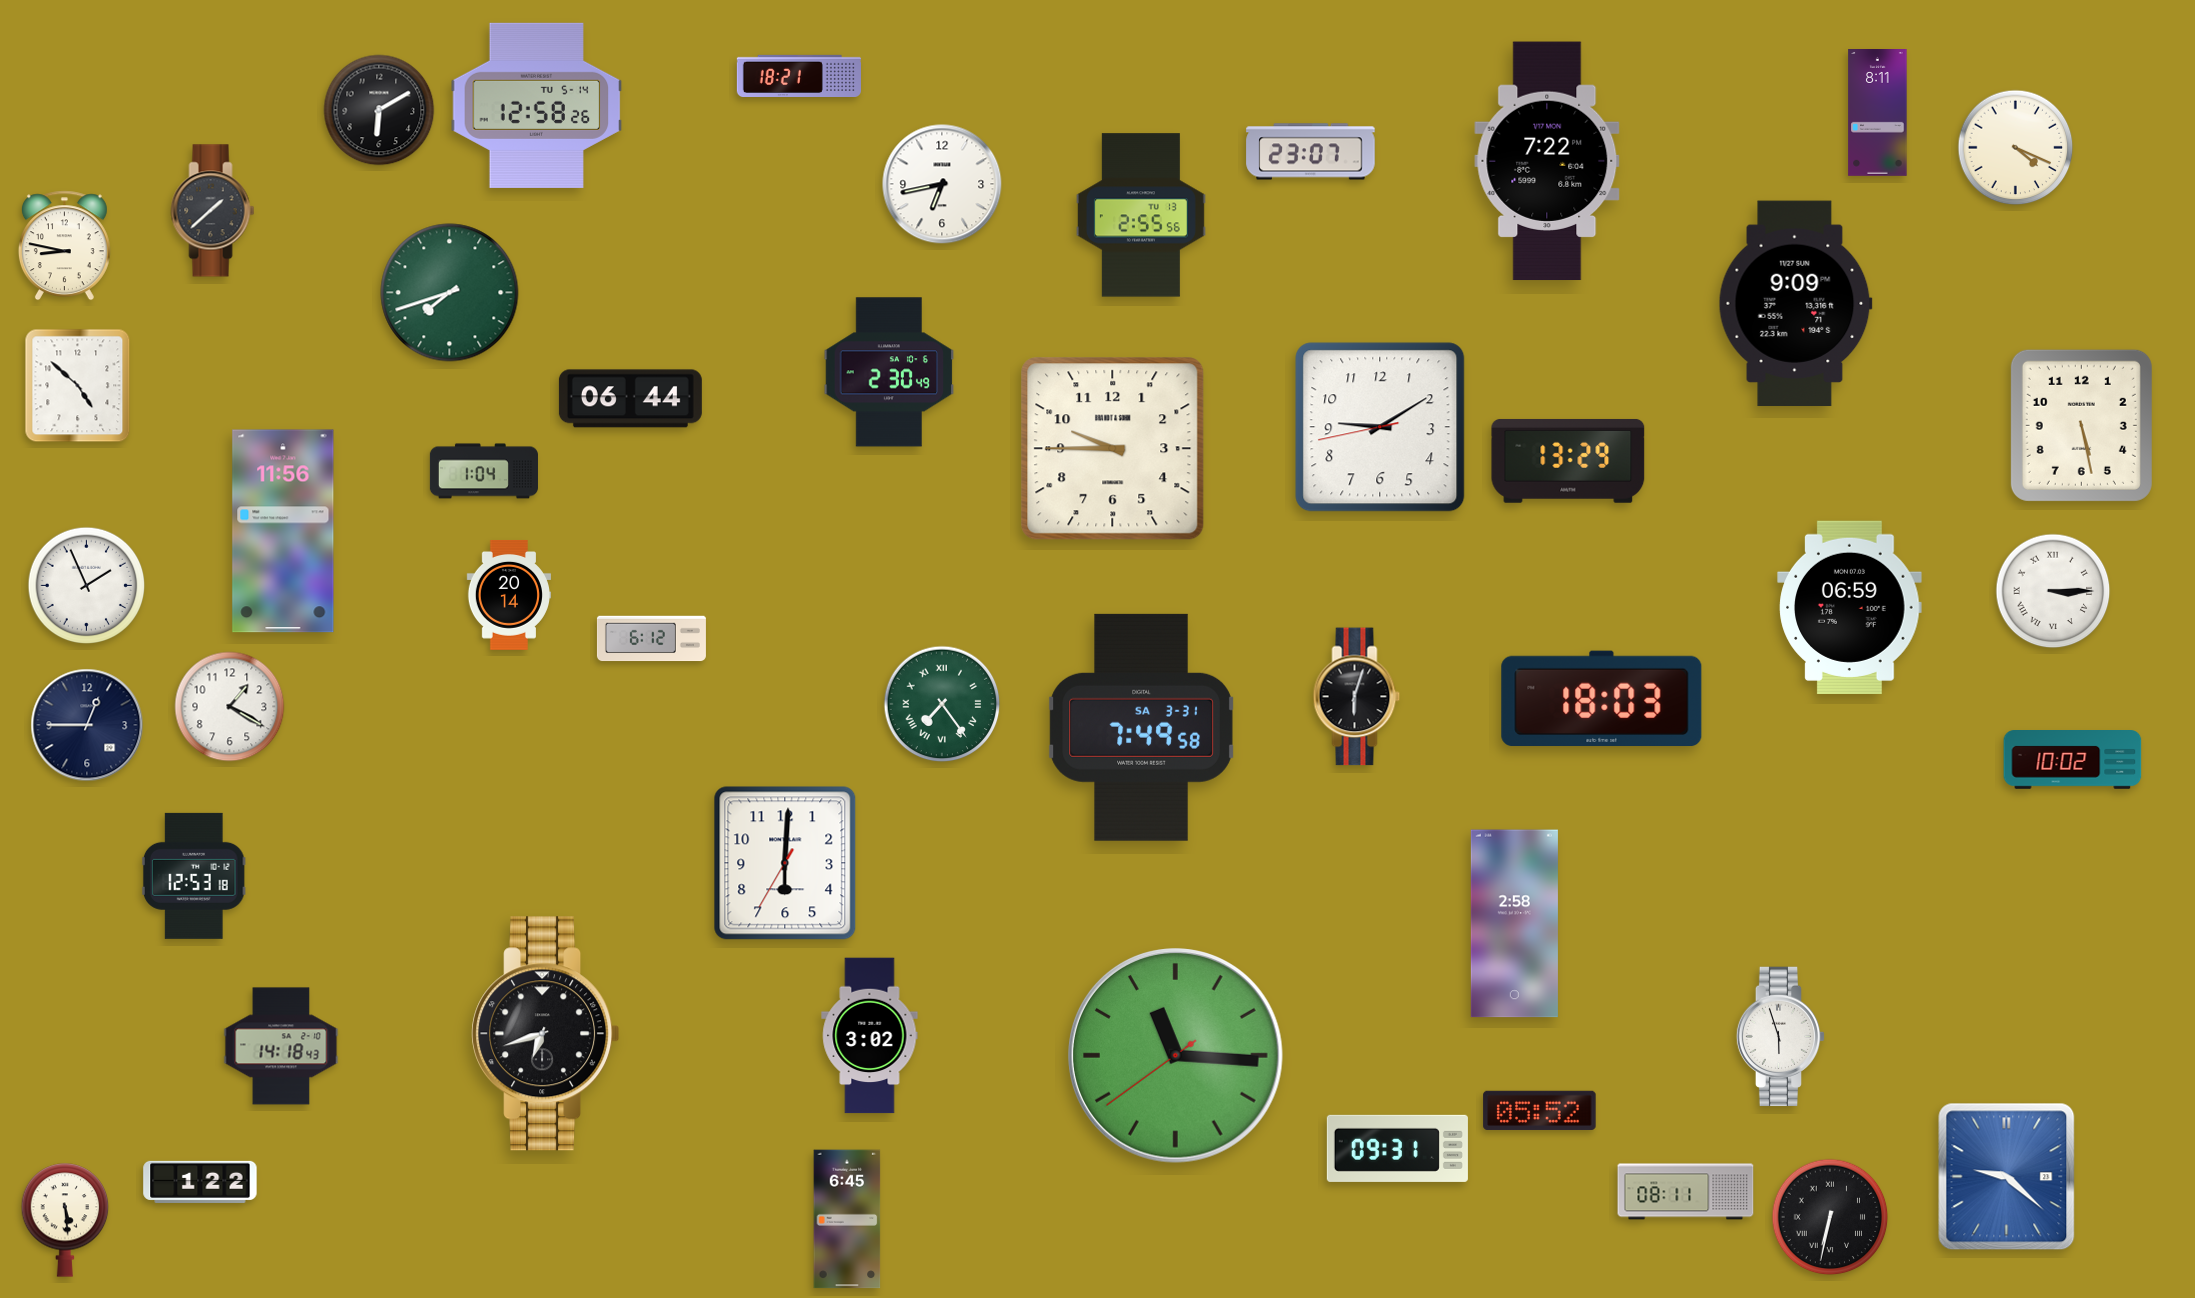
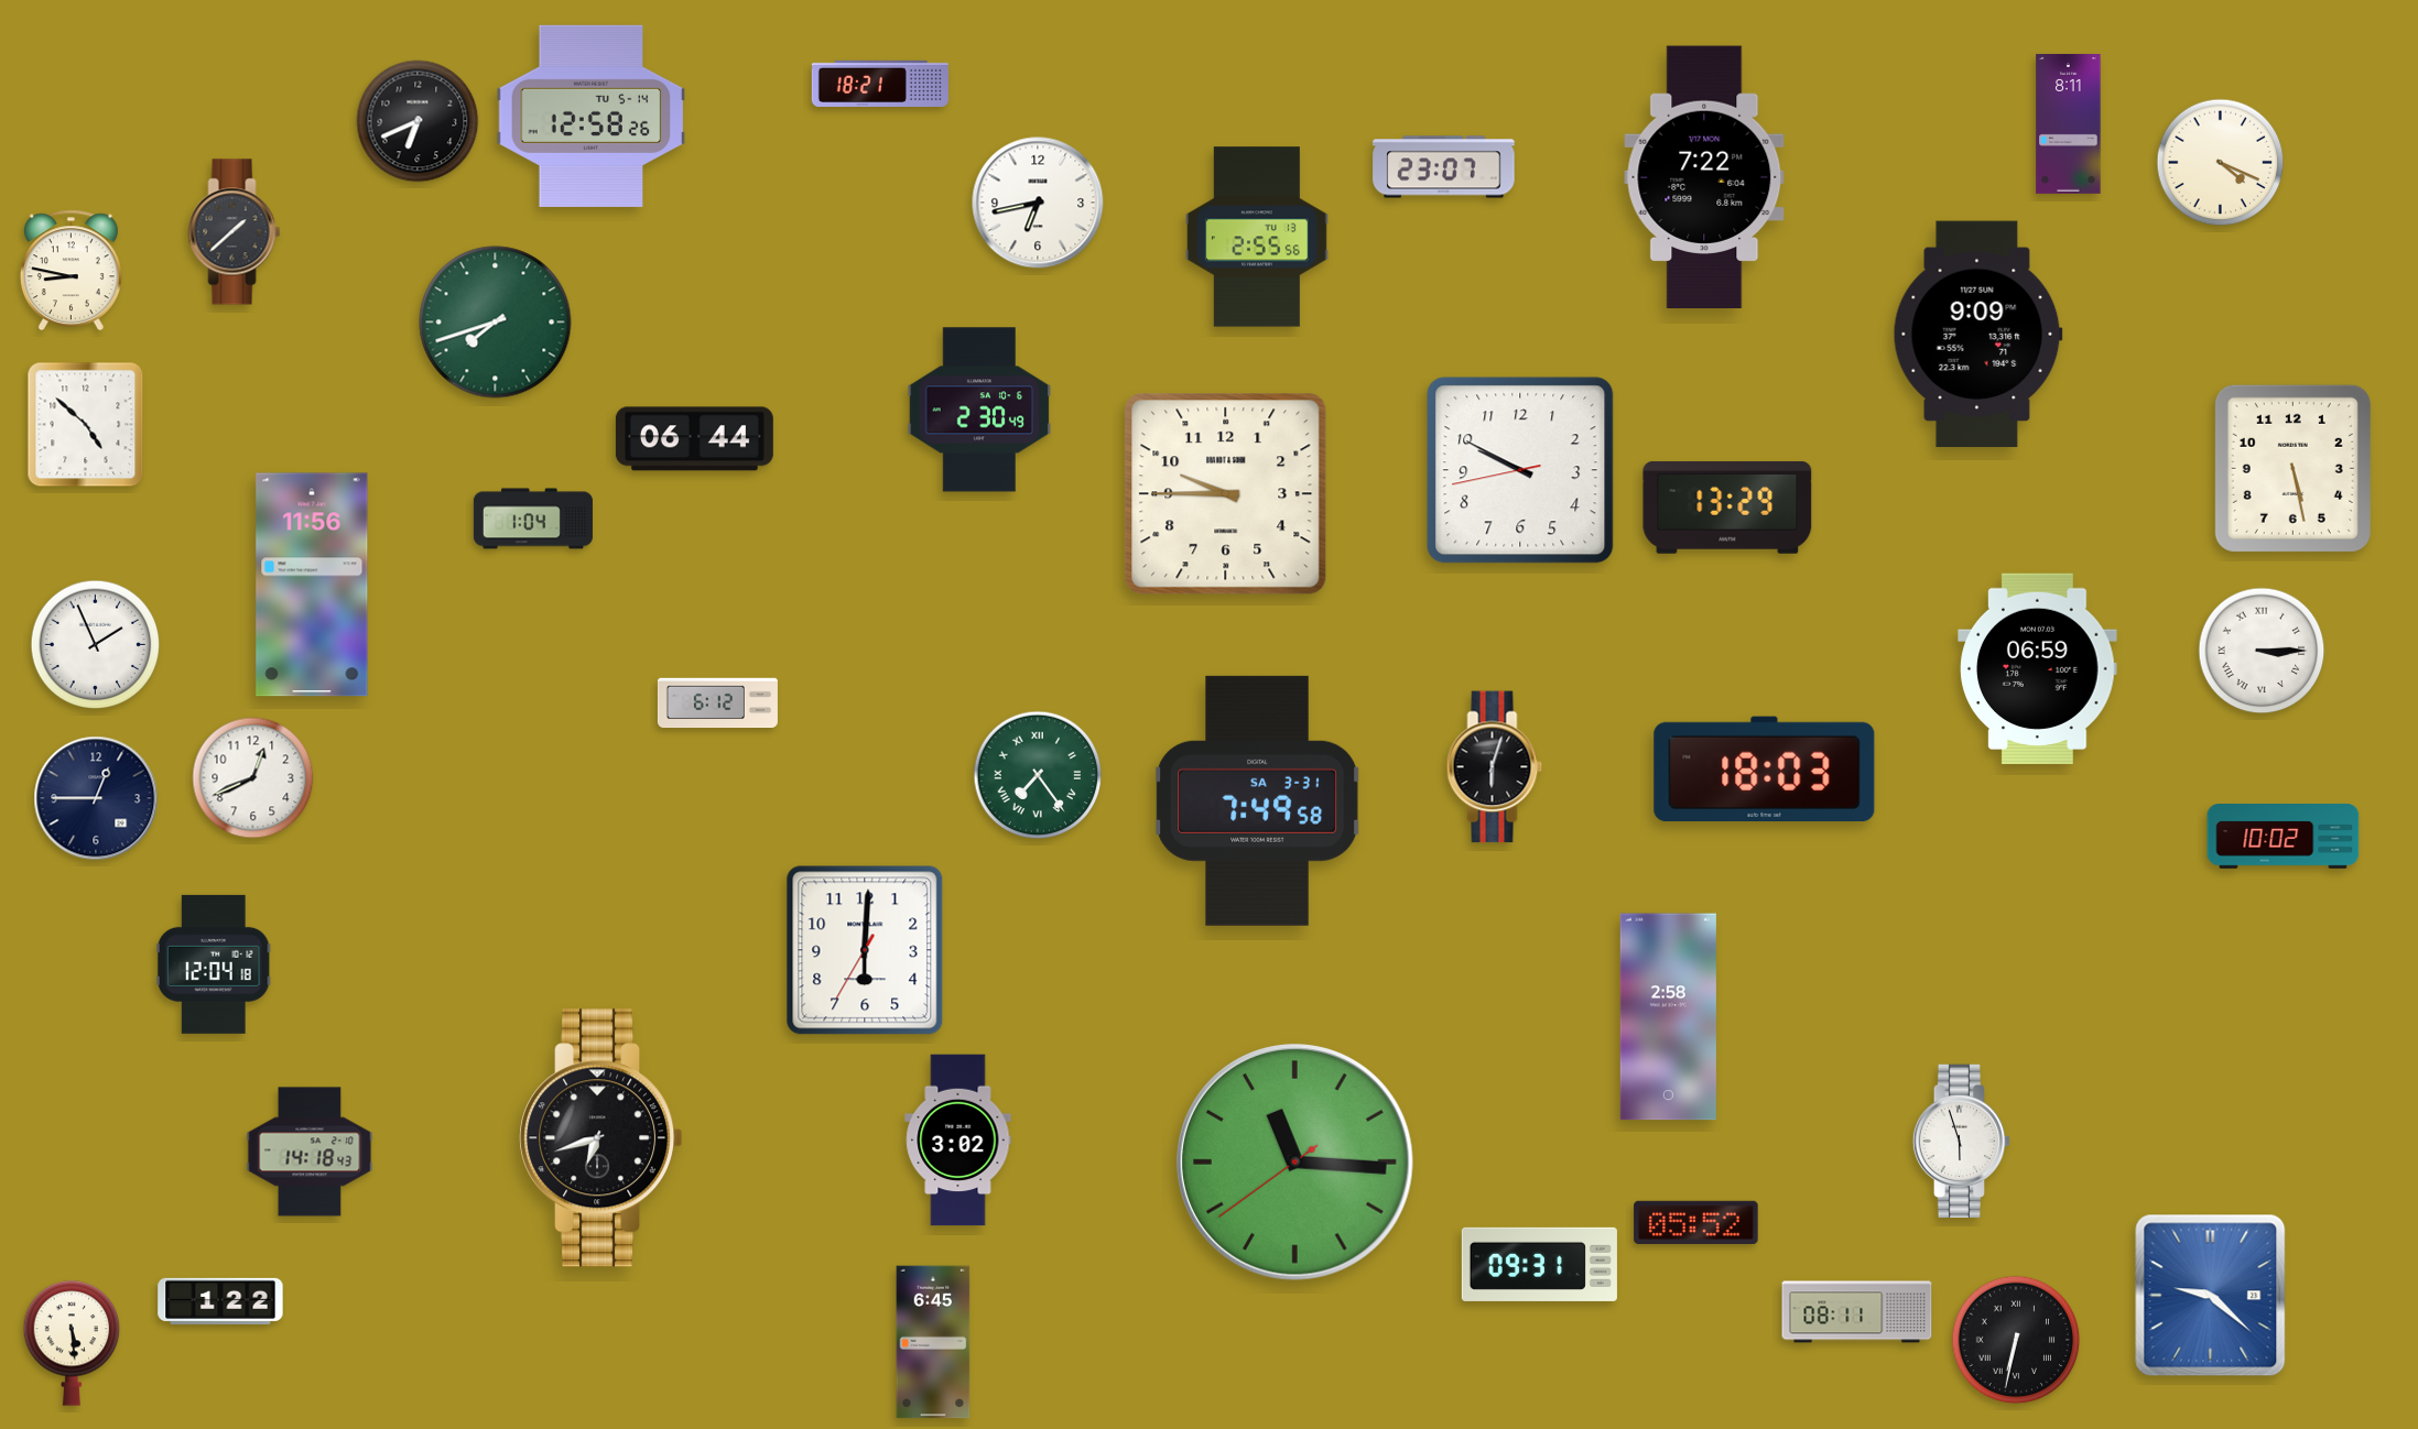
clock at (379, 110): 6:10 -> 6:41
clock at (1380, 427): 9:09 -> 9:49
clock at (508, 595): 20:14 -> none
clock at (230, 707): 1:20 -> 12:41
clock at (194, 876): 12:53 -> 12:04
